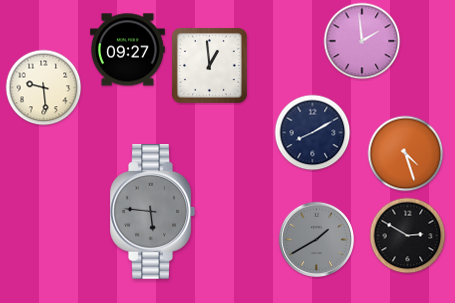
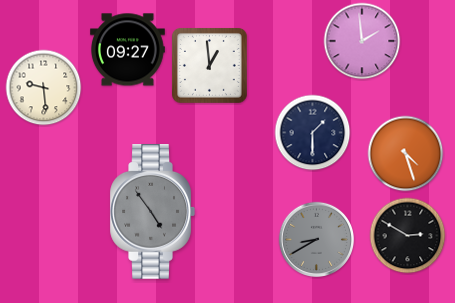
clock at (313, 133): 8:10 -> 1:30
clock at (152, 212): 5:46 -> 4:54
clock at (317, 240): 1:40 -> 8:40
